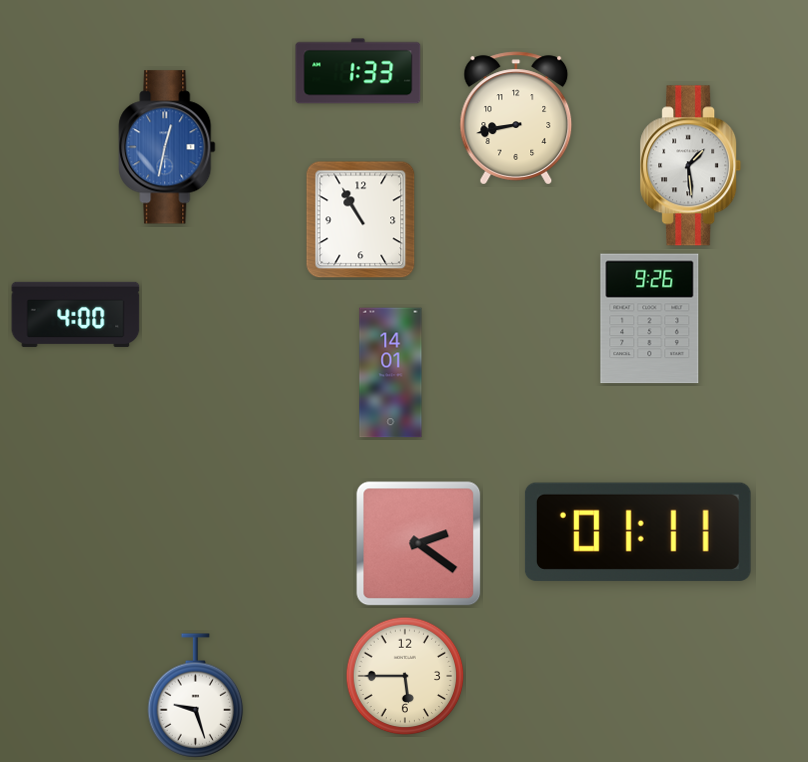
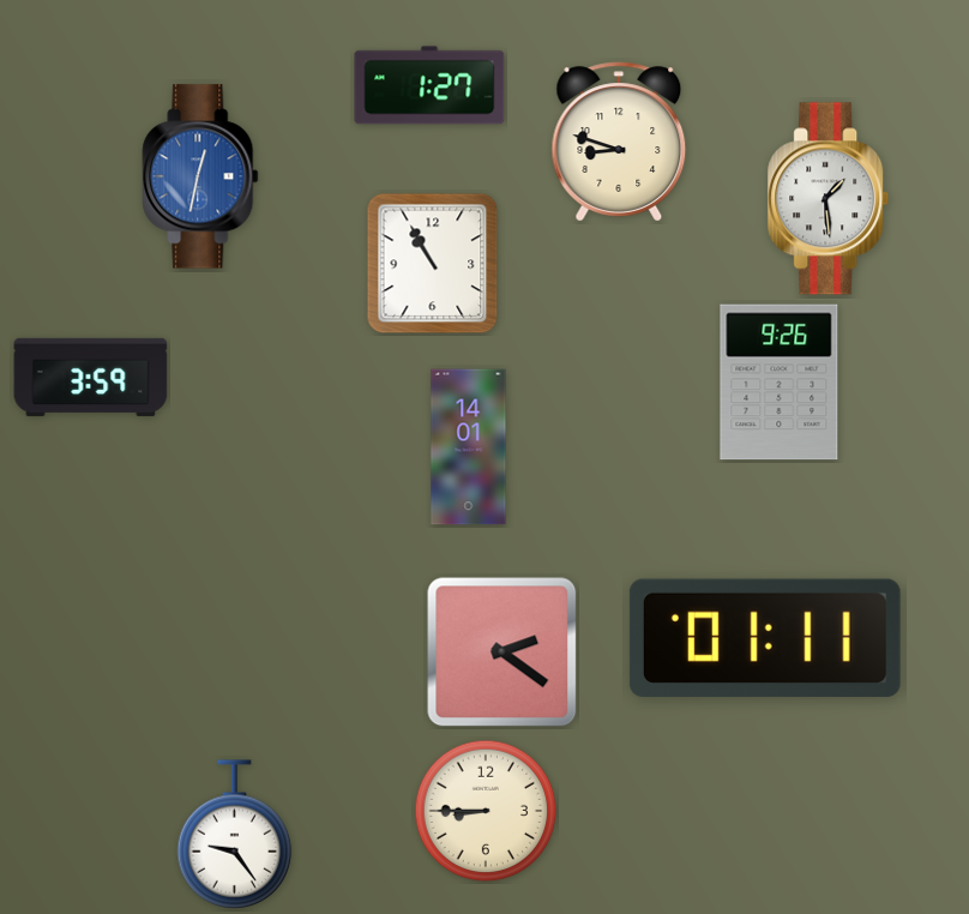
clock at (358, 71): 1:33 -> 1:27
clock at (516, 118): 8:43 -> 8:48
clock at (76, 314): 4:00 -> 3:59
clock at (405, 676): 5:45 -> 8:45
clock at (196, 696): 9:27 -> 9:24
